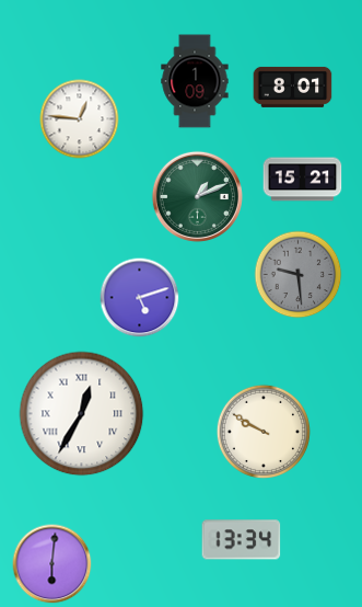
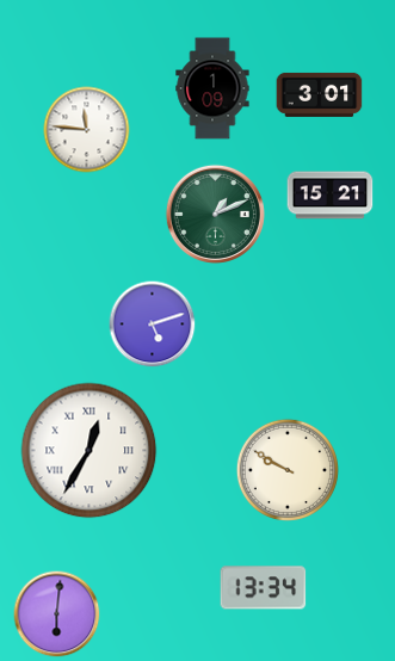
clock at (293, 87): 8:01 -> 3:01
clock at (80, 119): 12:46 -> 11:46
clock at (299, 275): 9:29 -> none
